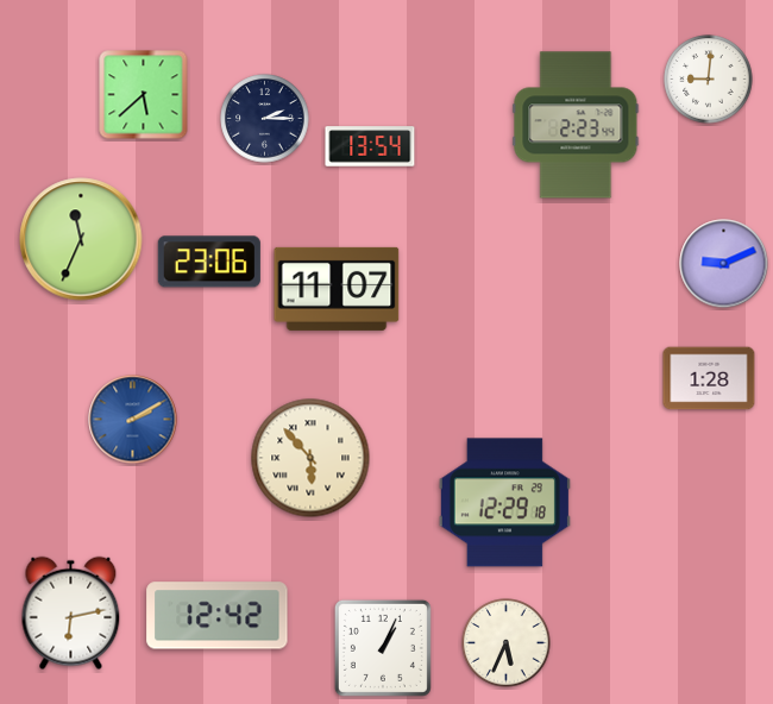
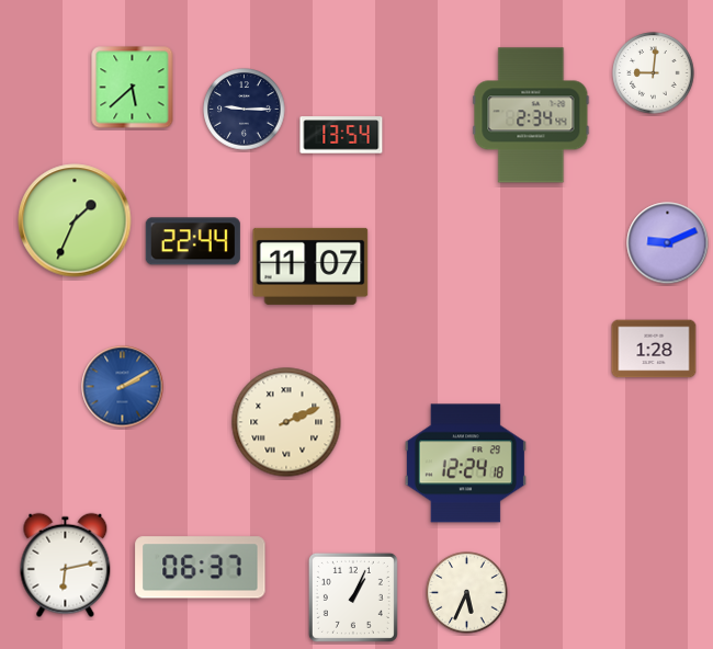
clock at (265, 119): 2:15 -> 9:15
clock at (576, 125): 2:23 -> 2:34
clock at (81, 239): 11:34 -> 1:34
clock at (209, 262): 23:06 -> 22:44
clock at (310, 458): 5:53 -> 2:11
clock at (504, 503): 12:29 -> 12:24
clock at (218, 616): 12:42 -> 06:37
